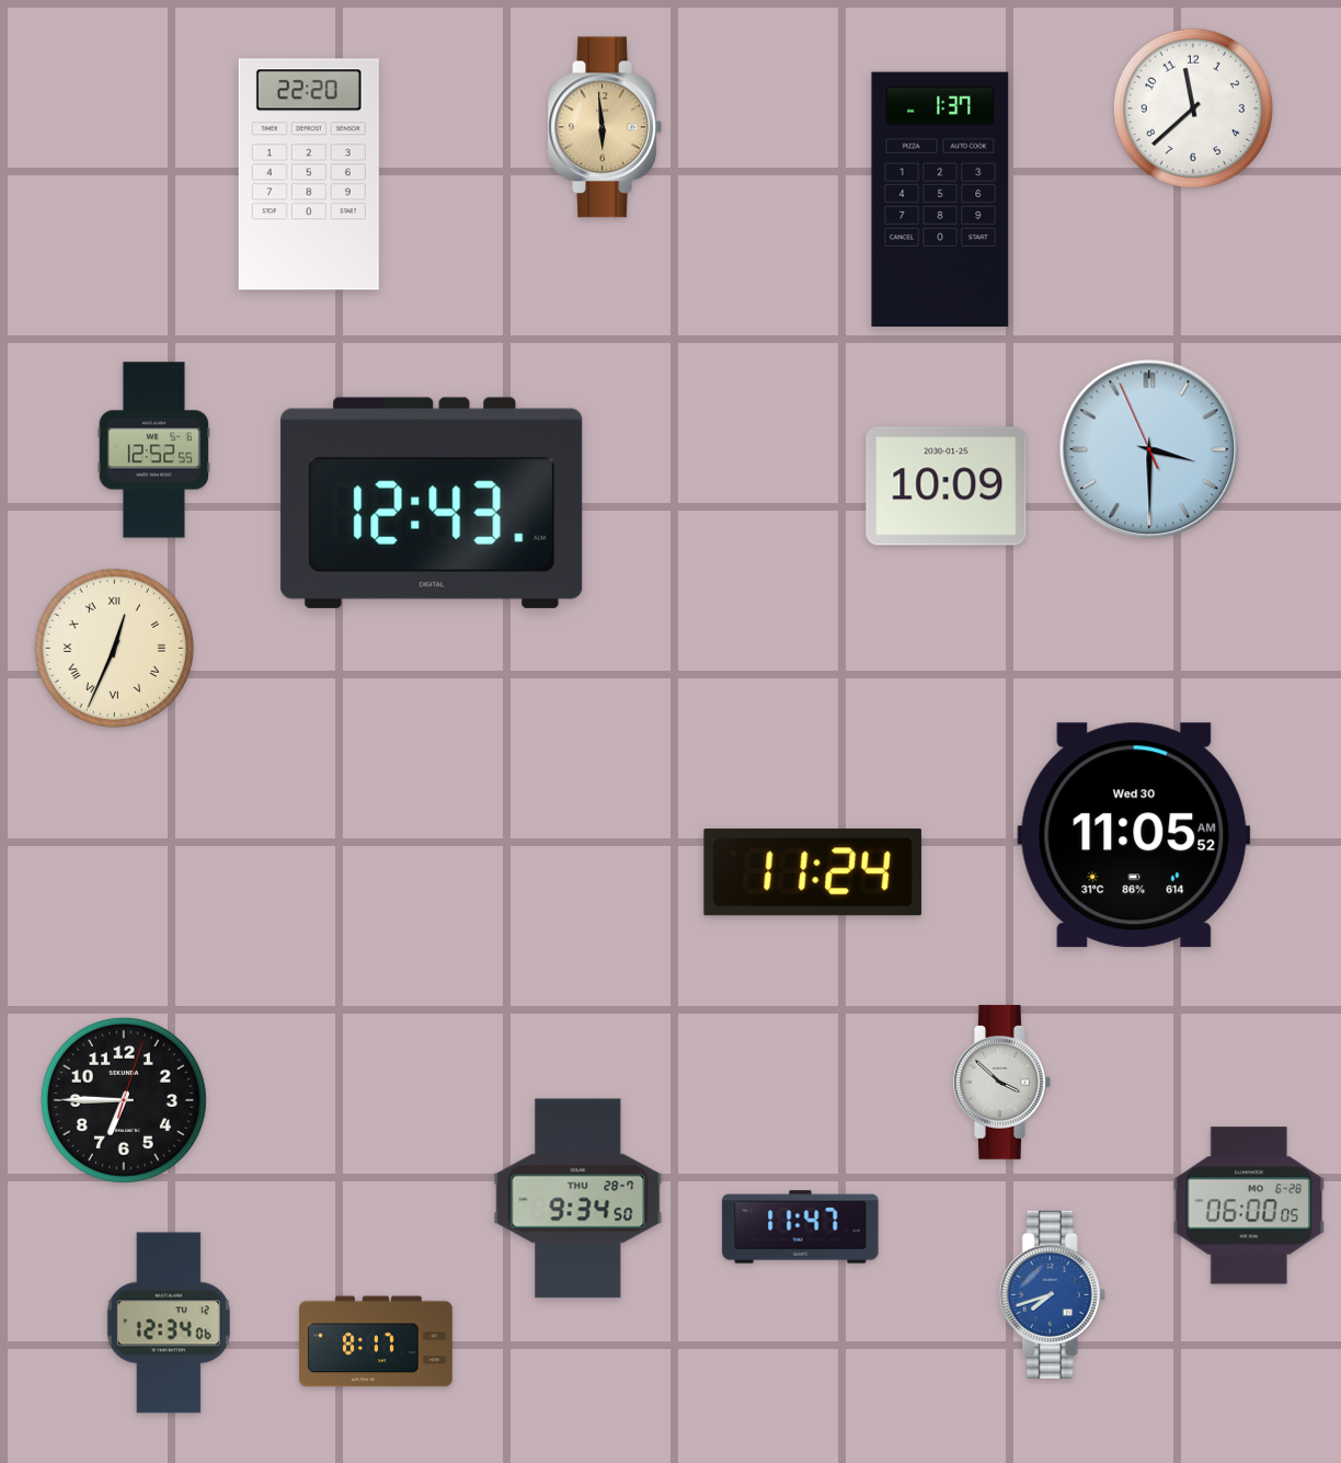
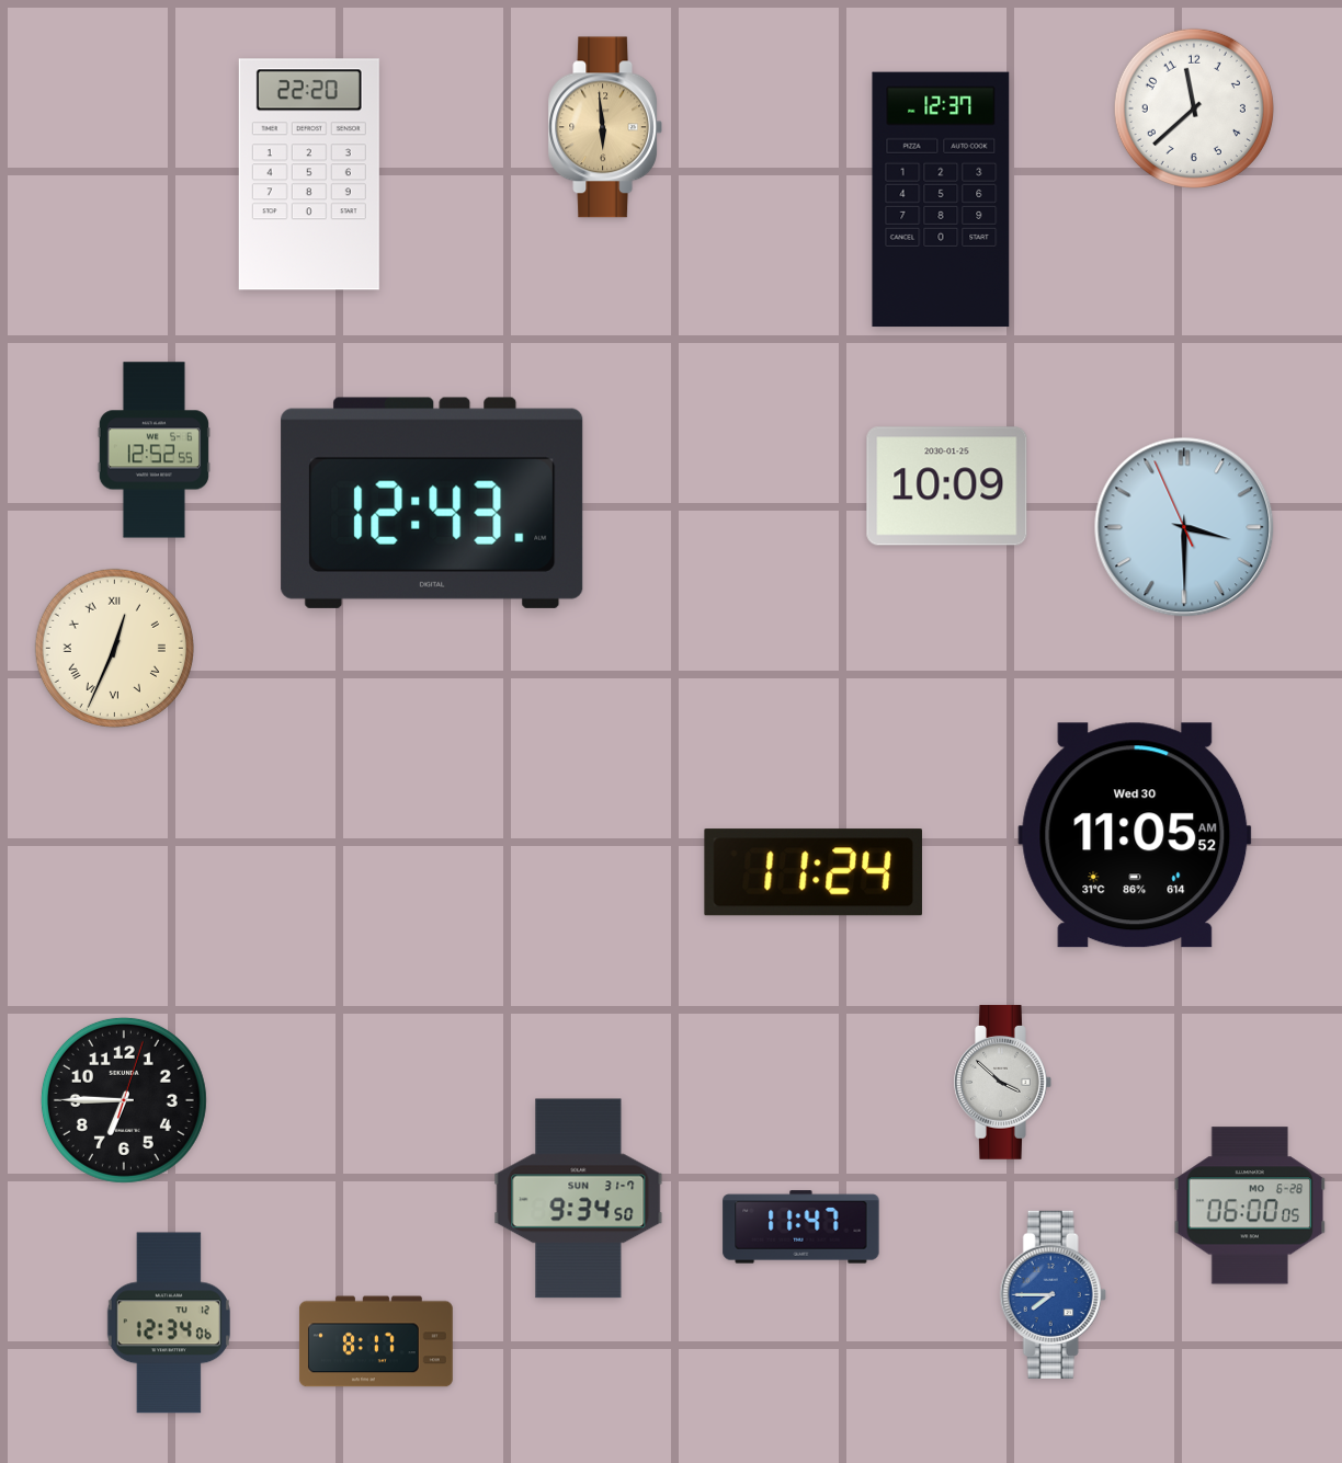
clock at (940, 199): 1:37 -> 12:37
clock at (1149, 449) position: (1149, 449) -> (1184, 527)
clock at (578, 1199) date: THU 28-7 -> SUN 31-7
clock at (1052, 1294): 7:42 -> 7:45
